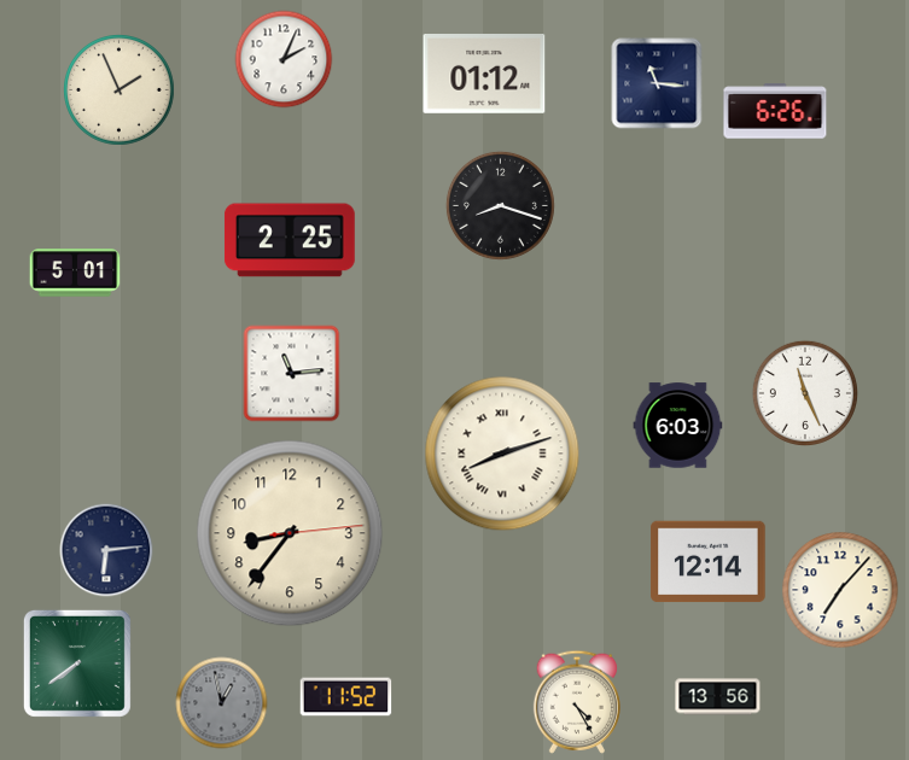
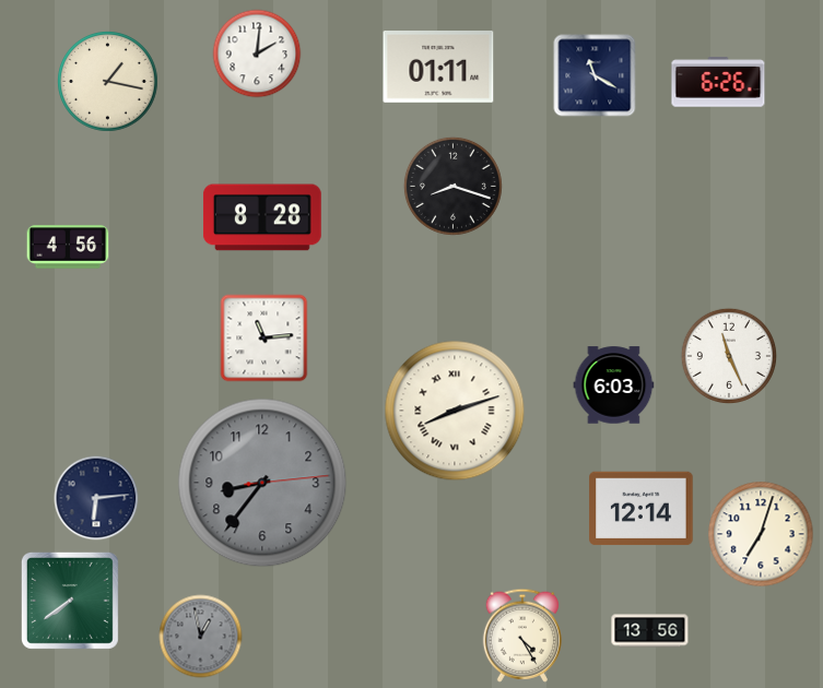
clock at (284, 59): 2:04 -> 2:01
clock at (484, 75): 01:12 -> 01:11
clock at (657, 83): 11:16 -> 11:20
clock at (120, 90): 1:56 -> 1:17
clock at (775, 111) position: (775, 111) -> (718, 82)
clock at (290, 240): 2:25 -> 8:28
clock at (75, 273): 5:01 -> 4:56
clock at (290, 533) dial: cream -> grey
clock at (840, 590): 7:07 -> 7:03
clock at (346, 697): 11:52 -> none
